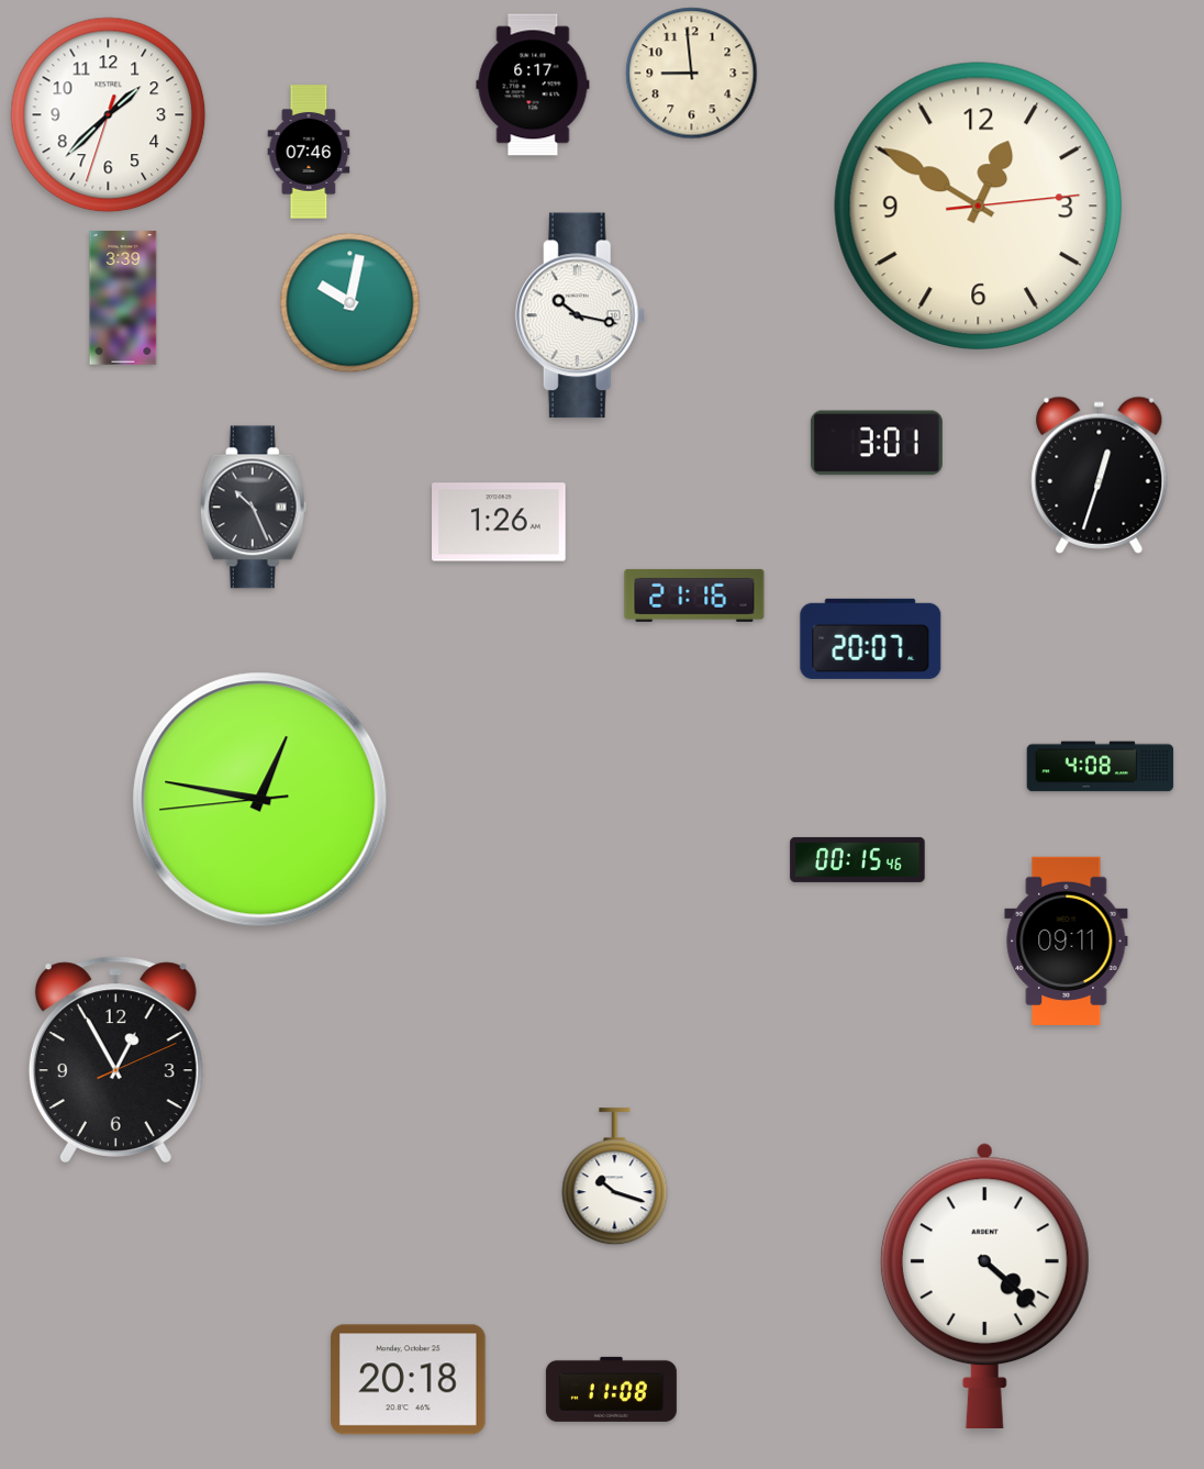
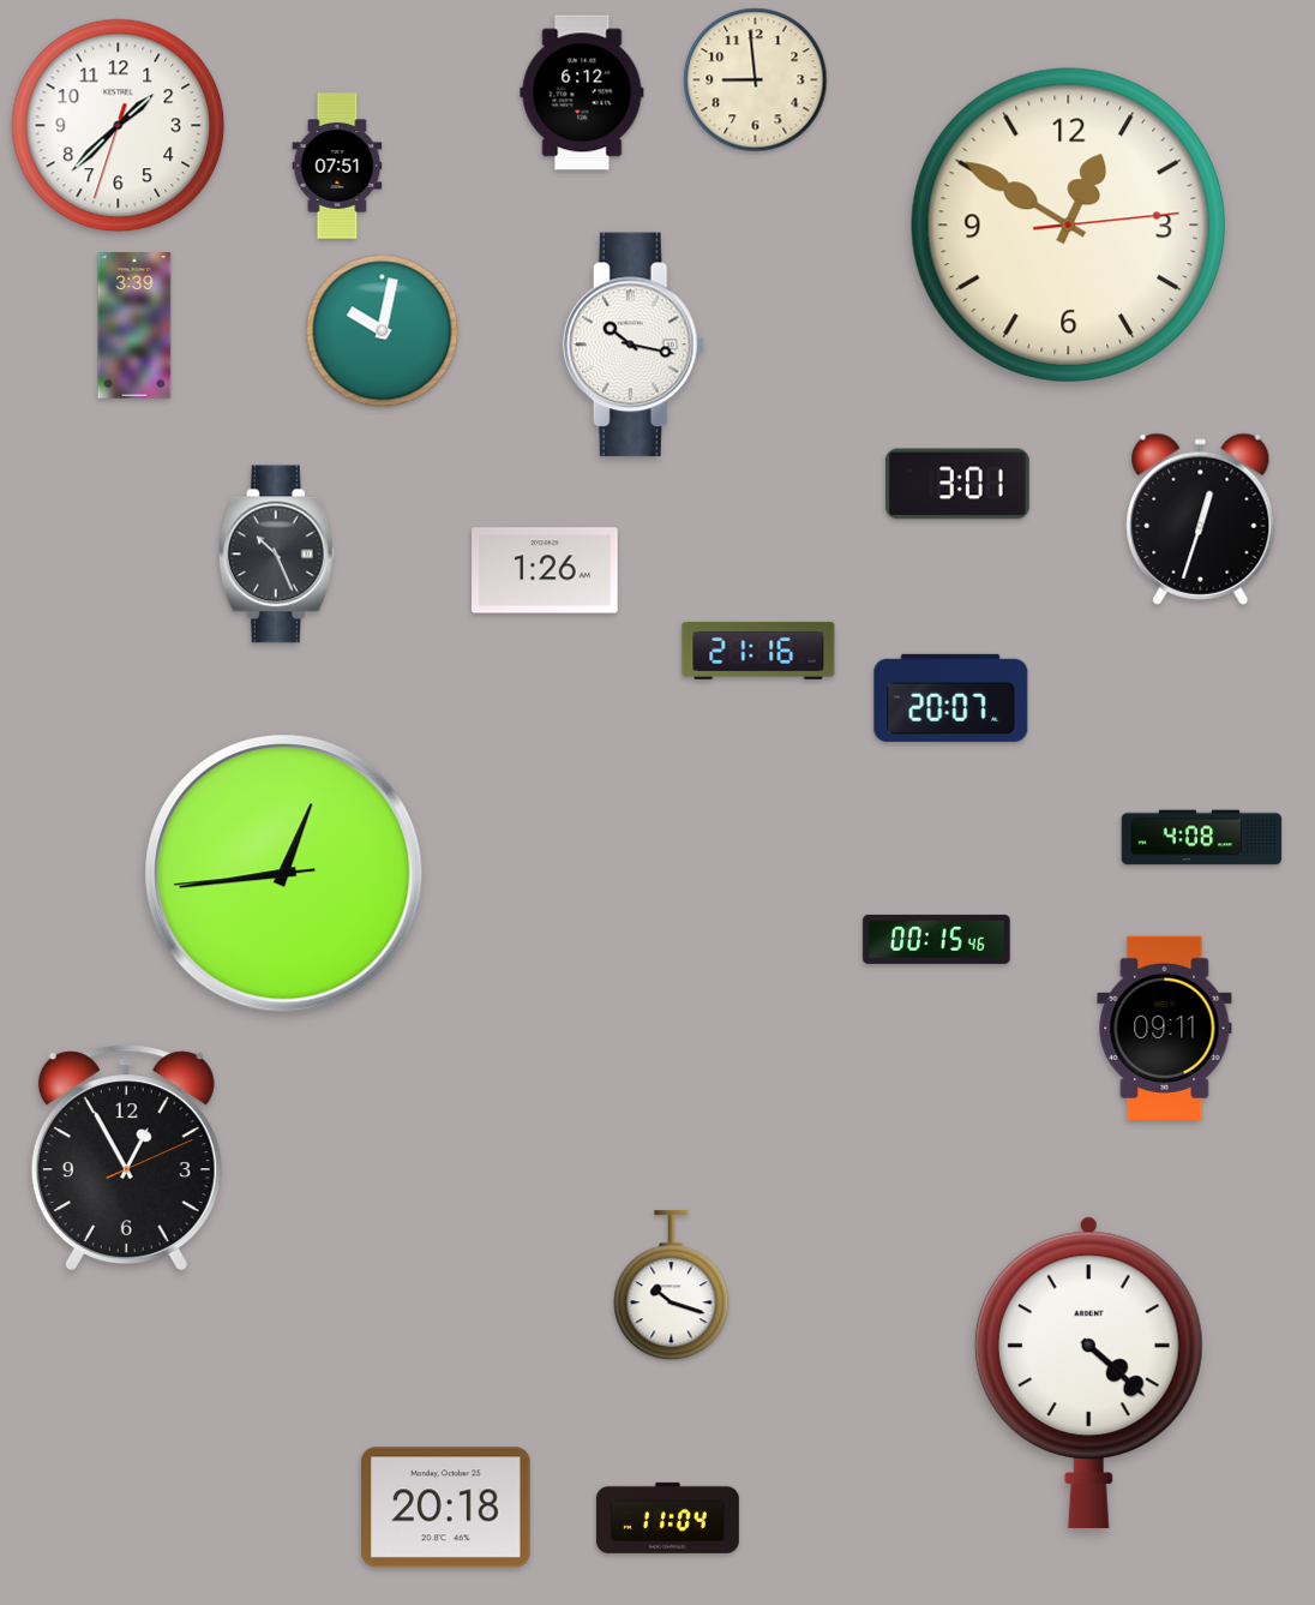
clock at (533, 85): 6:17 -> 6:12
clock at (309, 152): 07:46 -> 07:51
clock at (260, 800): 12:46 -> 12:43
clock at (984, 1286) position: (984, 1286) -> (1088, 1372)
clock at (611, 1389): 11:08 -> 11:04
